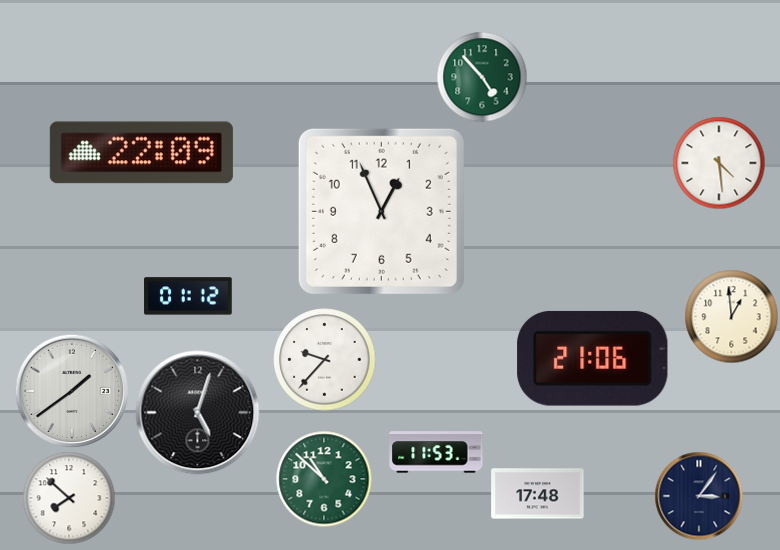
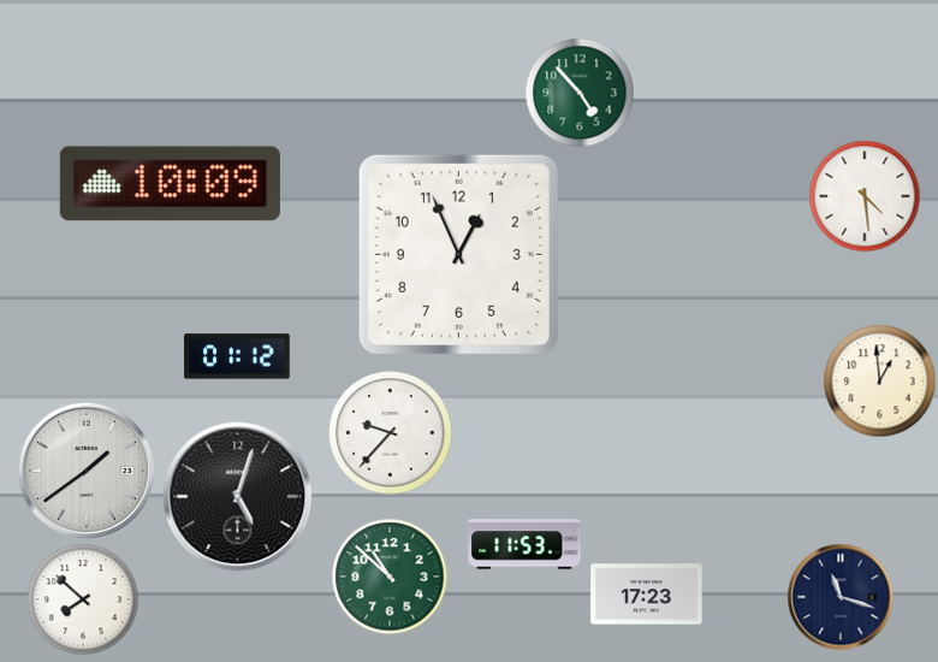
clock at (141, 153): 22:09 -> 10:09
clock at (188, 296) position: (188, 296) -> (237, 356)
clock at (593, 358): 21:06 -> none
clock at (538, 494): 17:48 -> 17:23
clock at (699, 496): 3:06 -> 11:18
